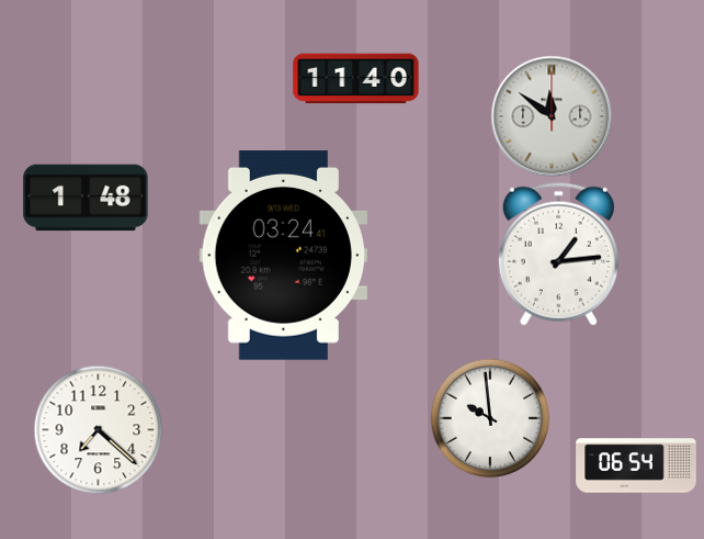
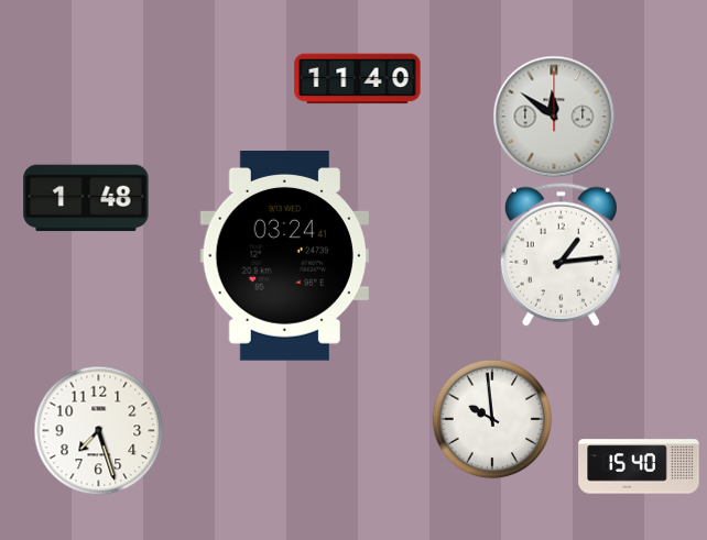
clock at (99, 430): 7:22 -> 7:27
clock at (636, 465): 06:54 -> 15:40
